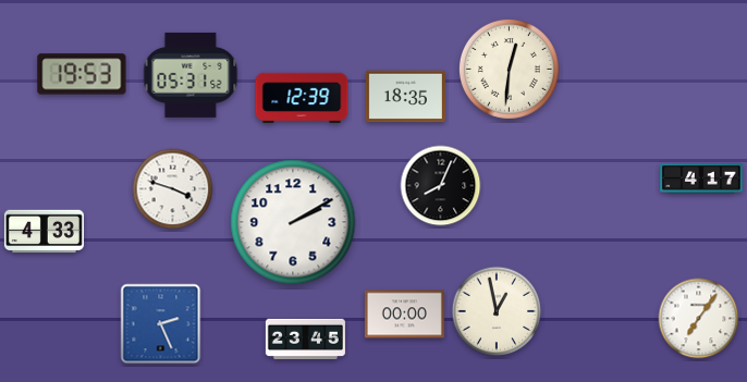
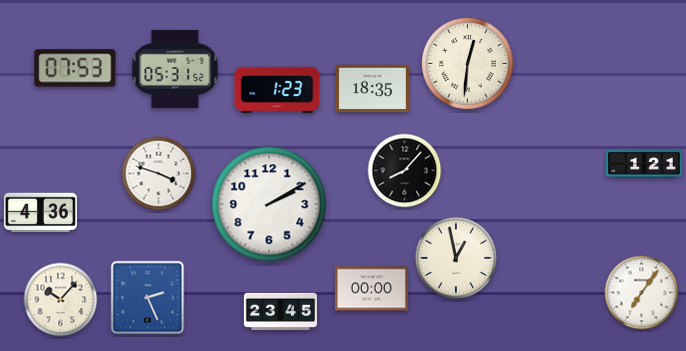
clock at (82, 74): 19:53 -> 07:53
clock at (302, 98): 12:39 -> 1:23
clock at (701, 178): 4:17 -> 1:21
clock at (441, 186): 8:04 -> 8:07
clock at (44, 232): 4:33 -> 4:36
clock at (497, 311) position: (497, 311) -> (456, 258)
clock at (61, 300): none -> 10:07
